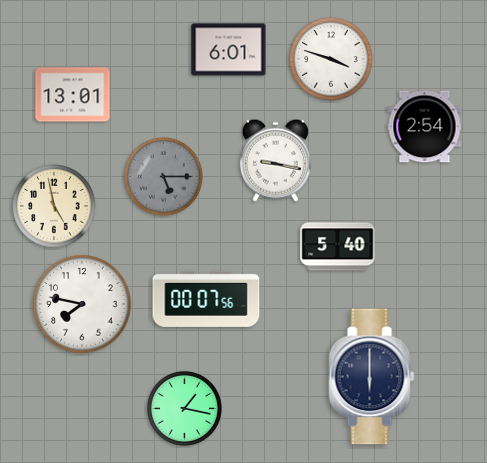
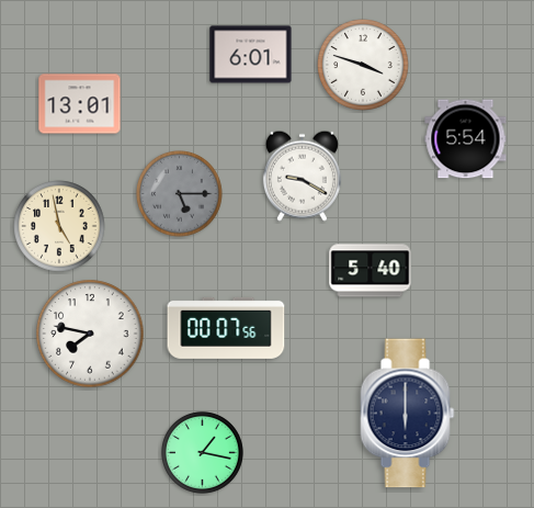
clock at (425, 127): 2:54 -> 5:54
clock at (275, 160): 9:17 -> 9:20
clock at (184, 408) position: (184, 408) -> (202, 452)
